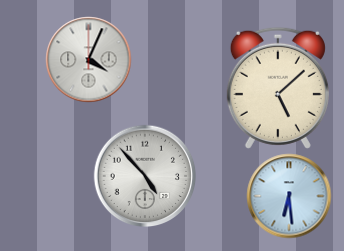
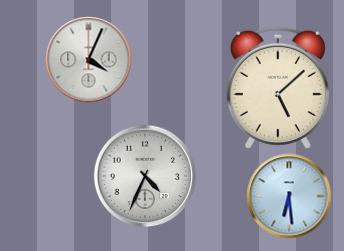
clock at (145, 176): 4:53 -> 4:34
